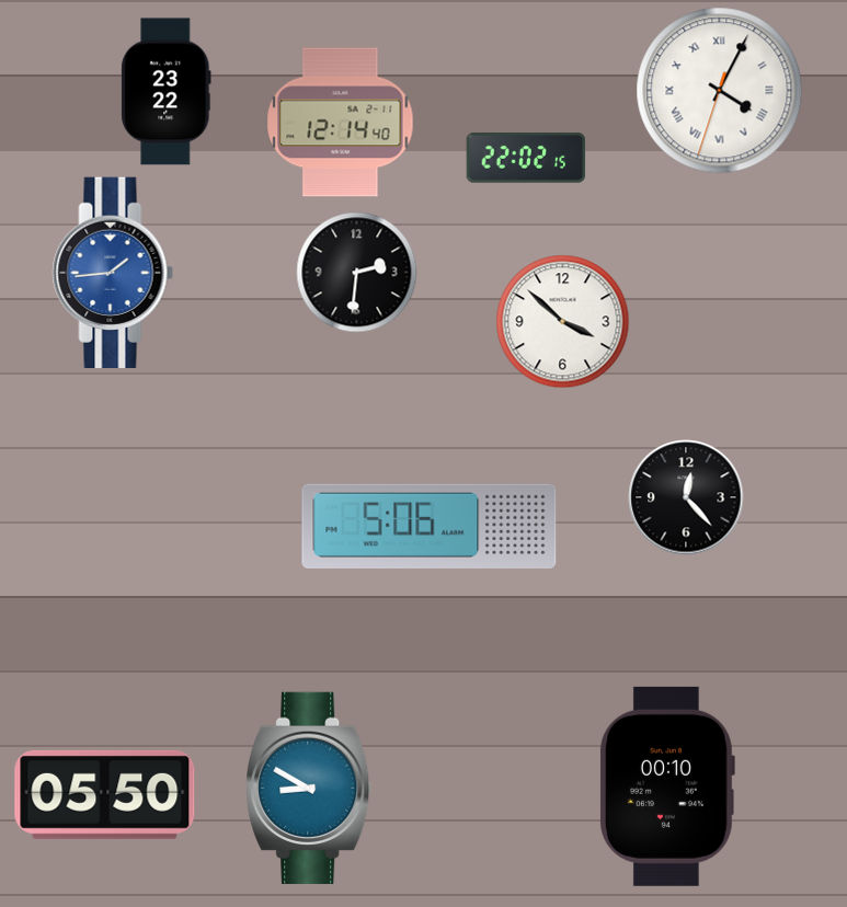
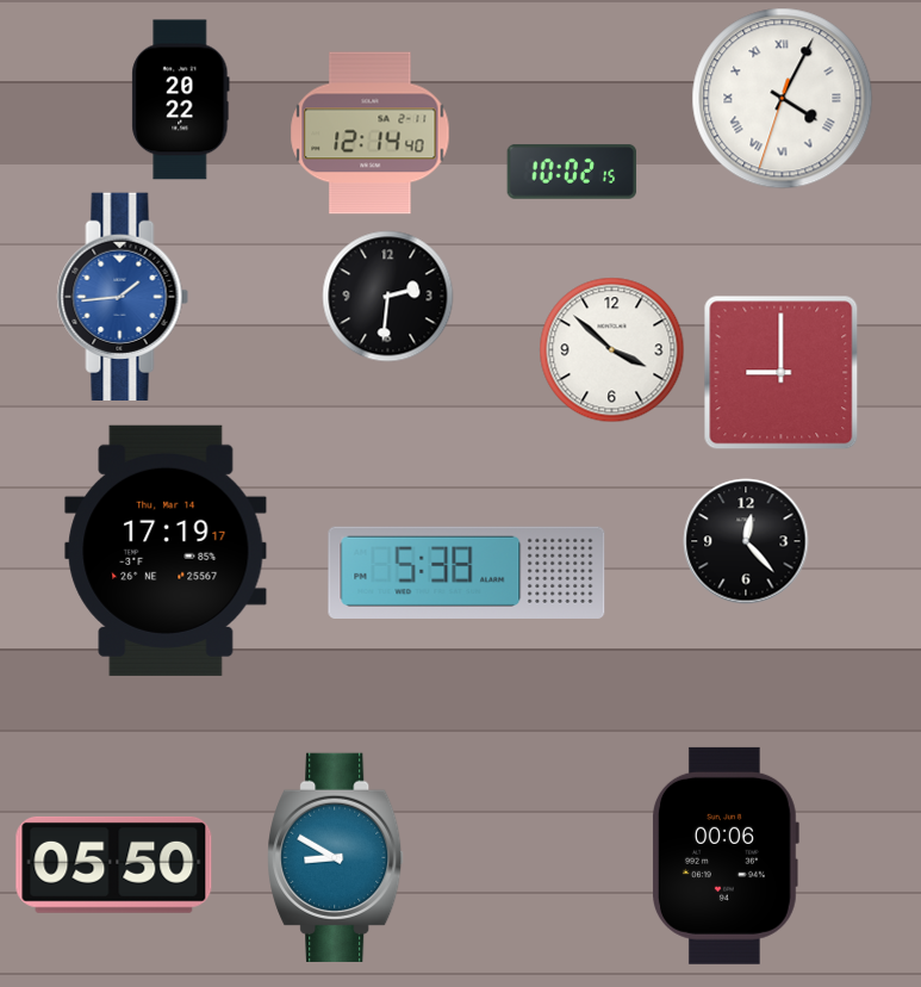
clock at (167, 92): 23:22 -> 20:22
clock at (526, 158): 22:02 -> 10:02
clock at (782, 373): none -> 9:00
clock at (166, 551): none -> 17:19
clock at (430, 526): 5:06 -> 5:38
clock at (667, 787): 00:10 -> 00:06
